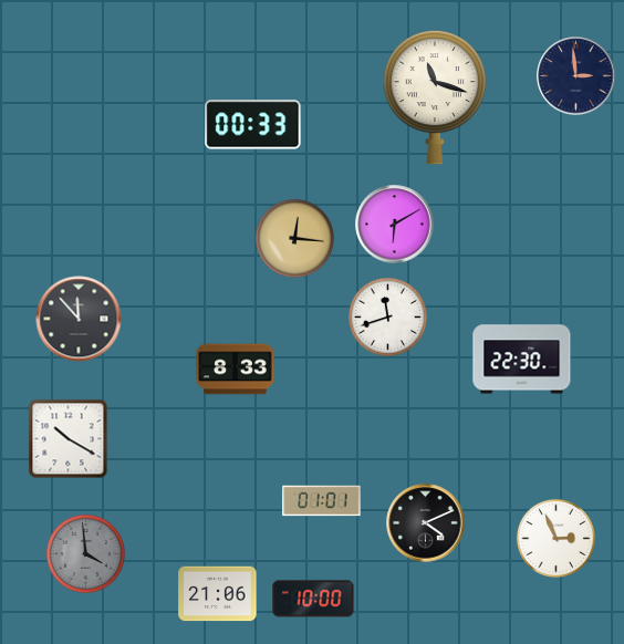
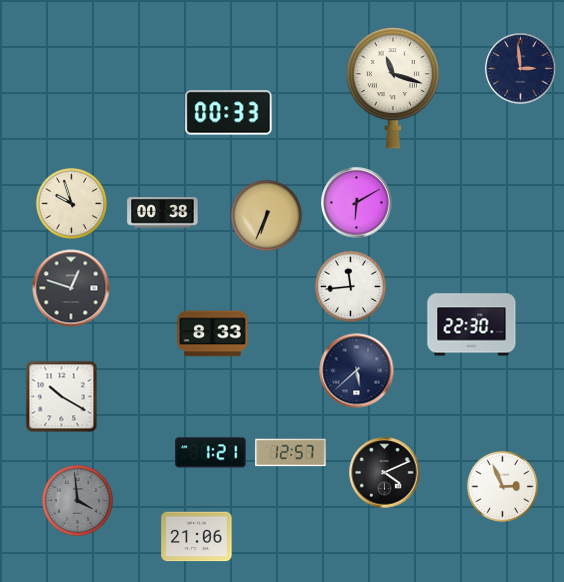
clock at (71, 203): none -> 9:57
clock at (163, 213): none -> 00:38
clock at (294, 238): 12:16 -> 6:34
clock at (387, 316): 11:42 -> 11:44
clock at (79, 319): 11:53 -> 12:48
clock at (357, 371): none -> 5:38
clock at (211, 453): none -> 1:21
clock at (322, 501): 01:01 -> 12:57
clock at (313, 599): 10:00 -> none
